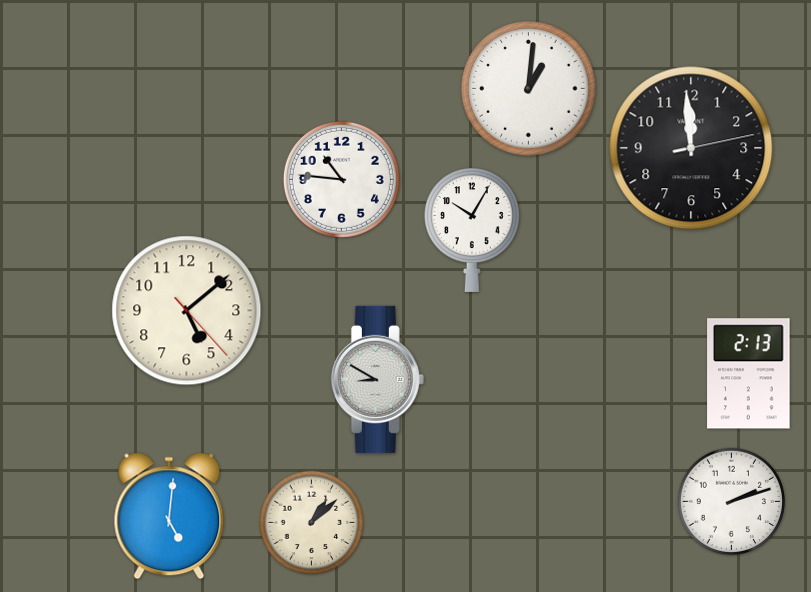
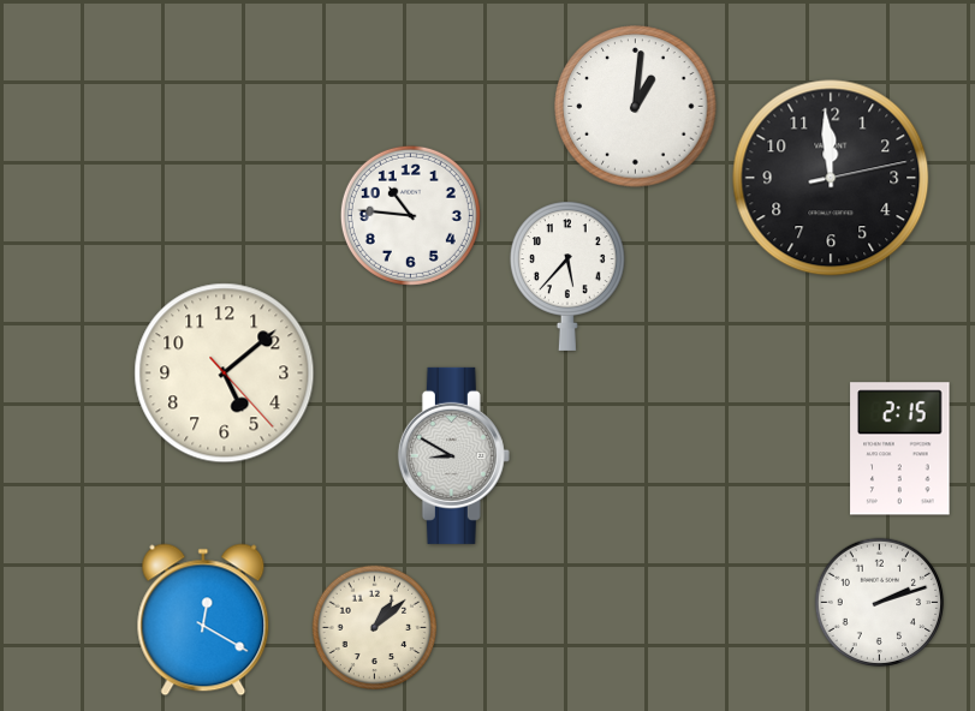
clock at (472, 230): 10:05 -> 5:37
clock at (749, 374): 2:13 -> 2:15
clock at (169, 516): 5:01 -> 12:20
